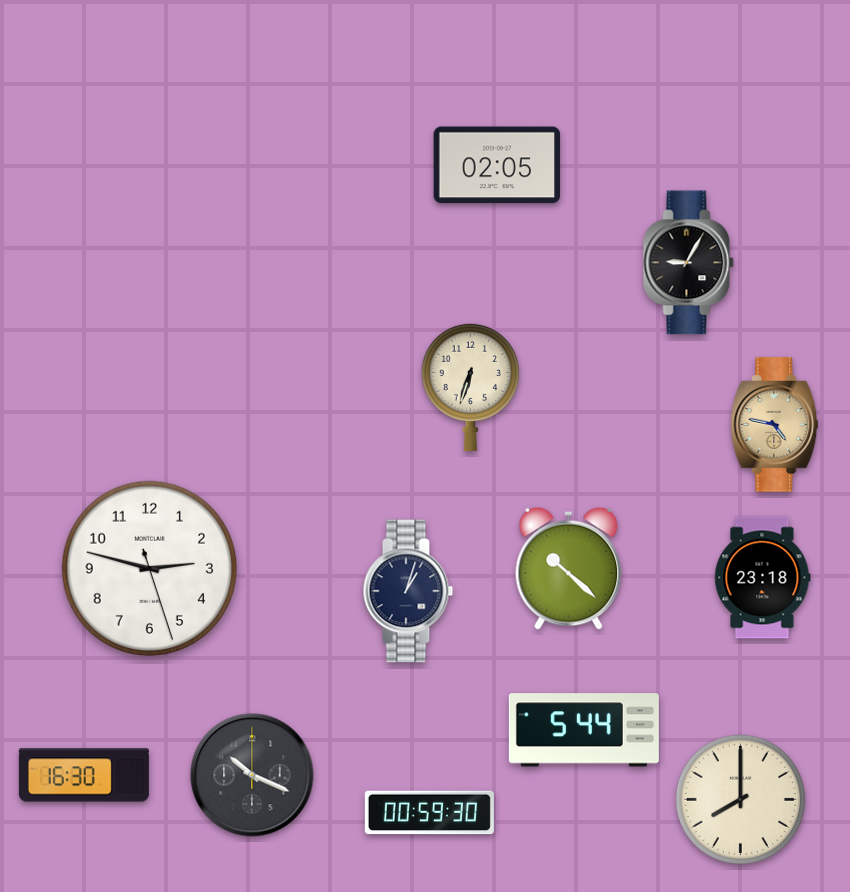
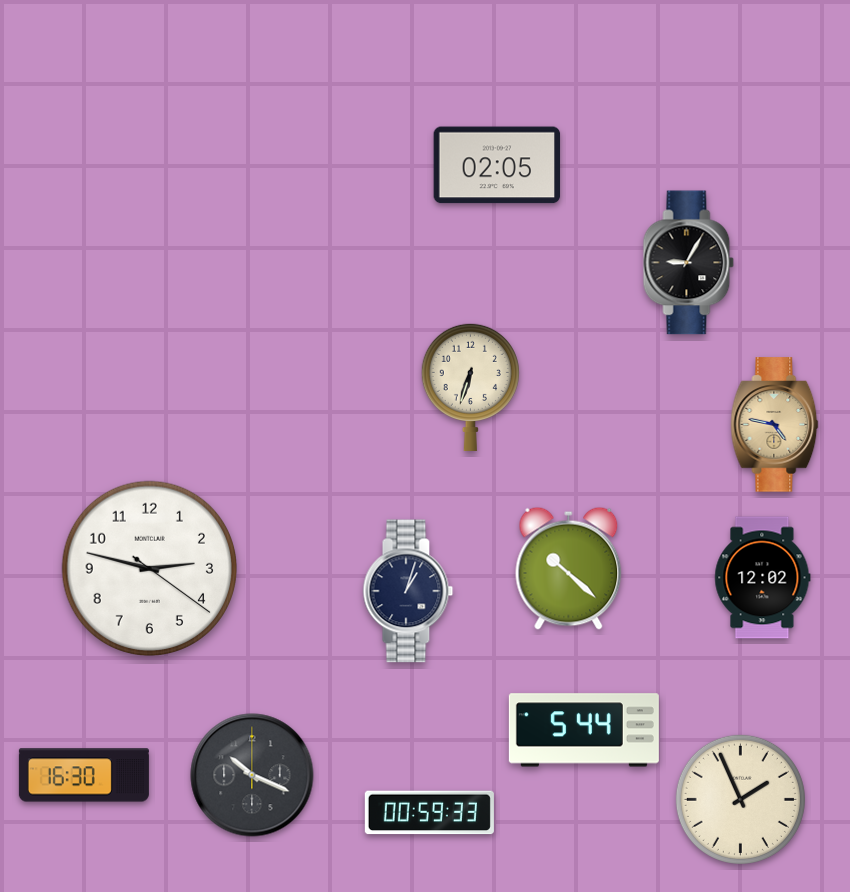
clock at (150, 569): 2:47:27 -> 2:47:21
clock at (763, 578): 23:18 -> 12:02
clock at (740, 799): 8:00 -> 1:56
clock at (429, 813): 00:59:30 -> 00:59:33
